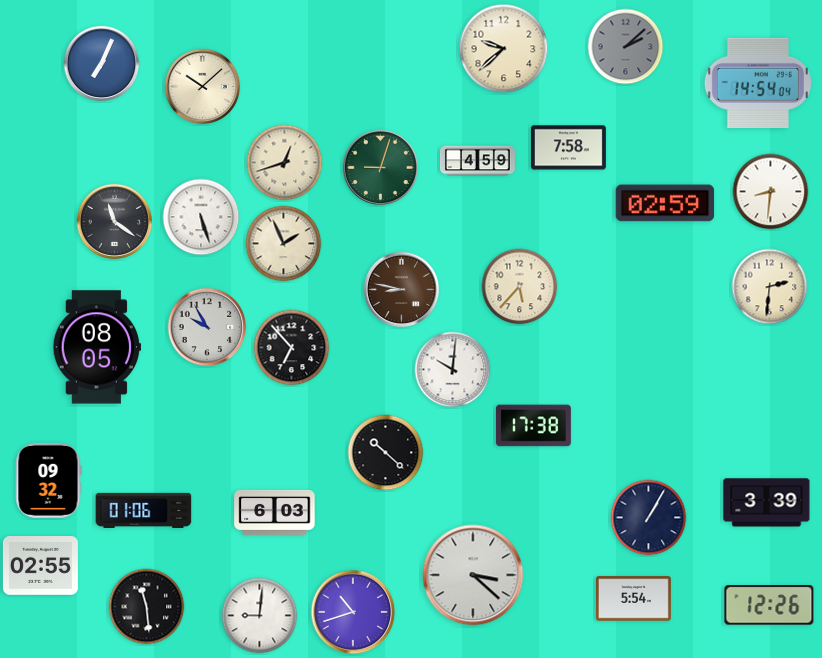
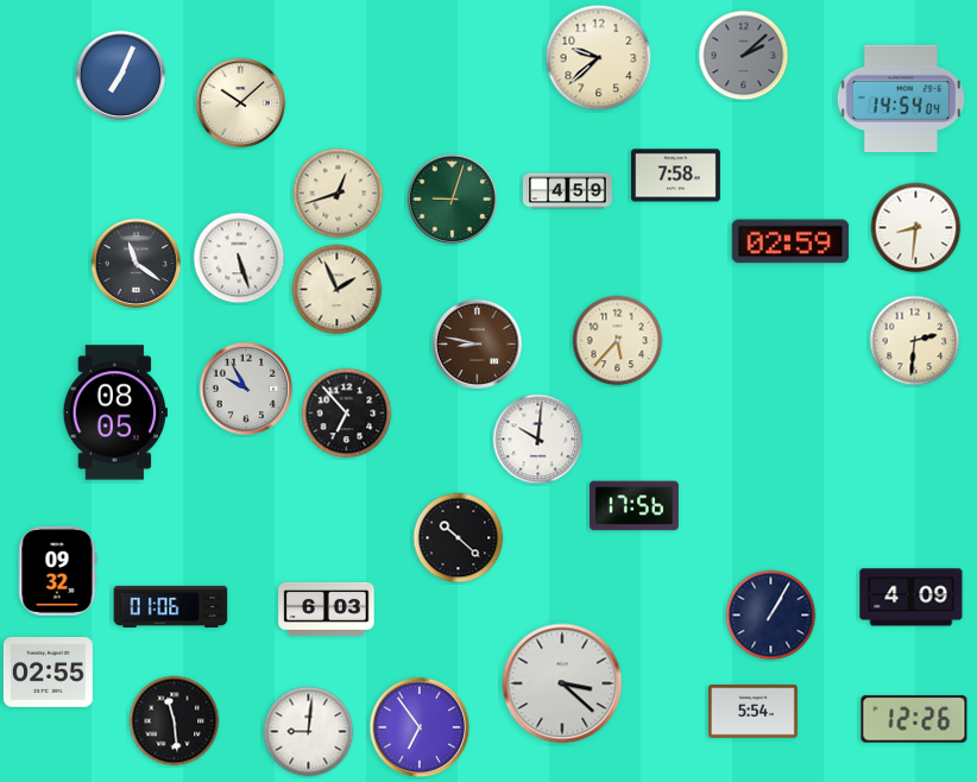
clock at (533, 426): 17:38 -> 17:56
clock at (767, 503): 3:39 -> 4:09
clock at (353, 612): 10:42 -> 6:54
